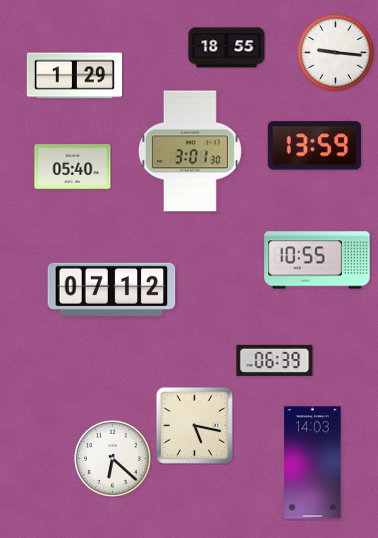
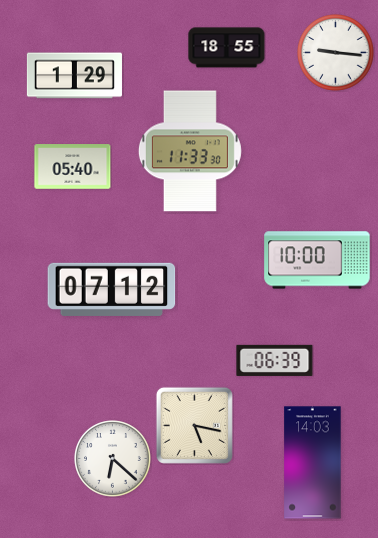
clock at (314, 146): 13:59 -> none
clock at (190, 151): 3:01 -> 11:33
clock at (317, 260): 10:55 -> 10:00
